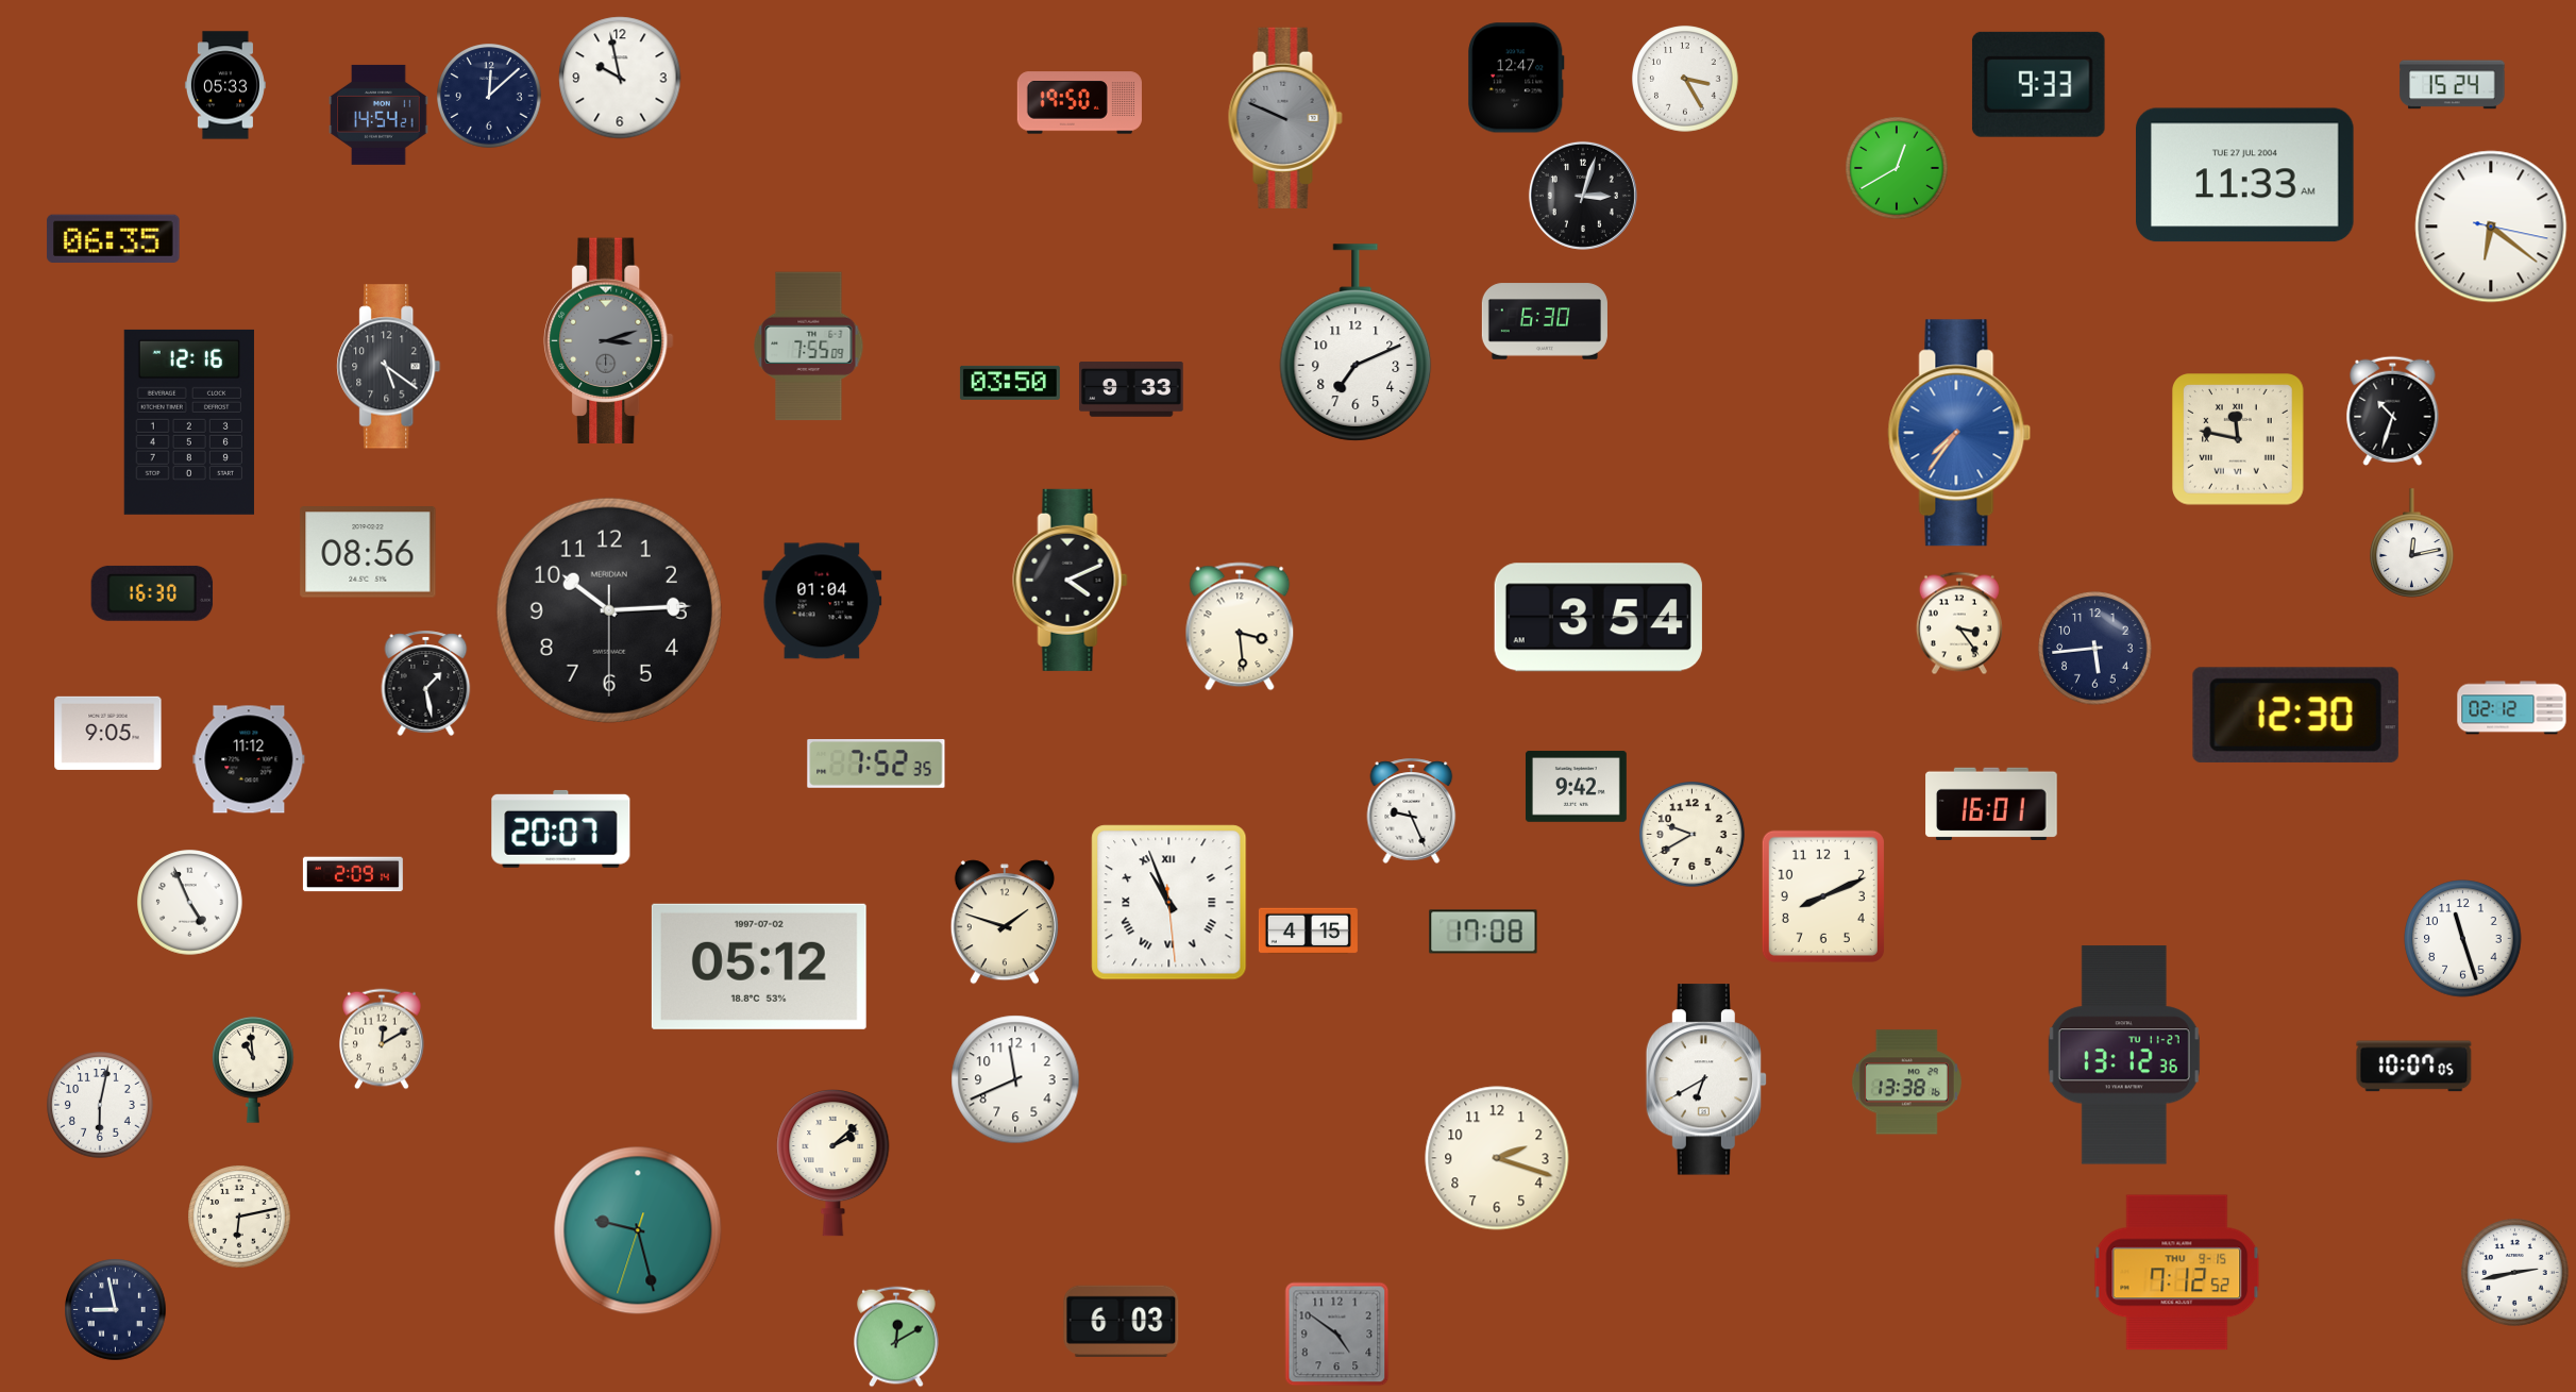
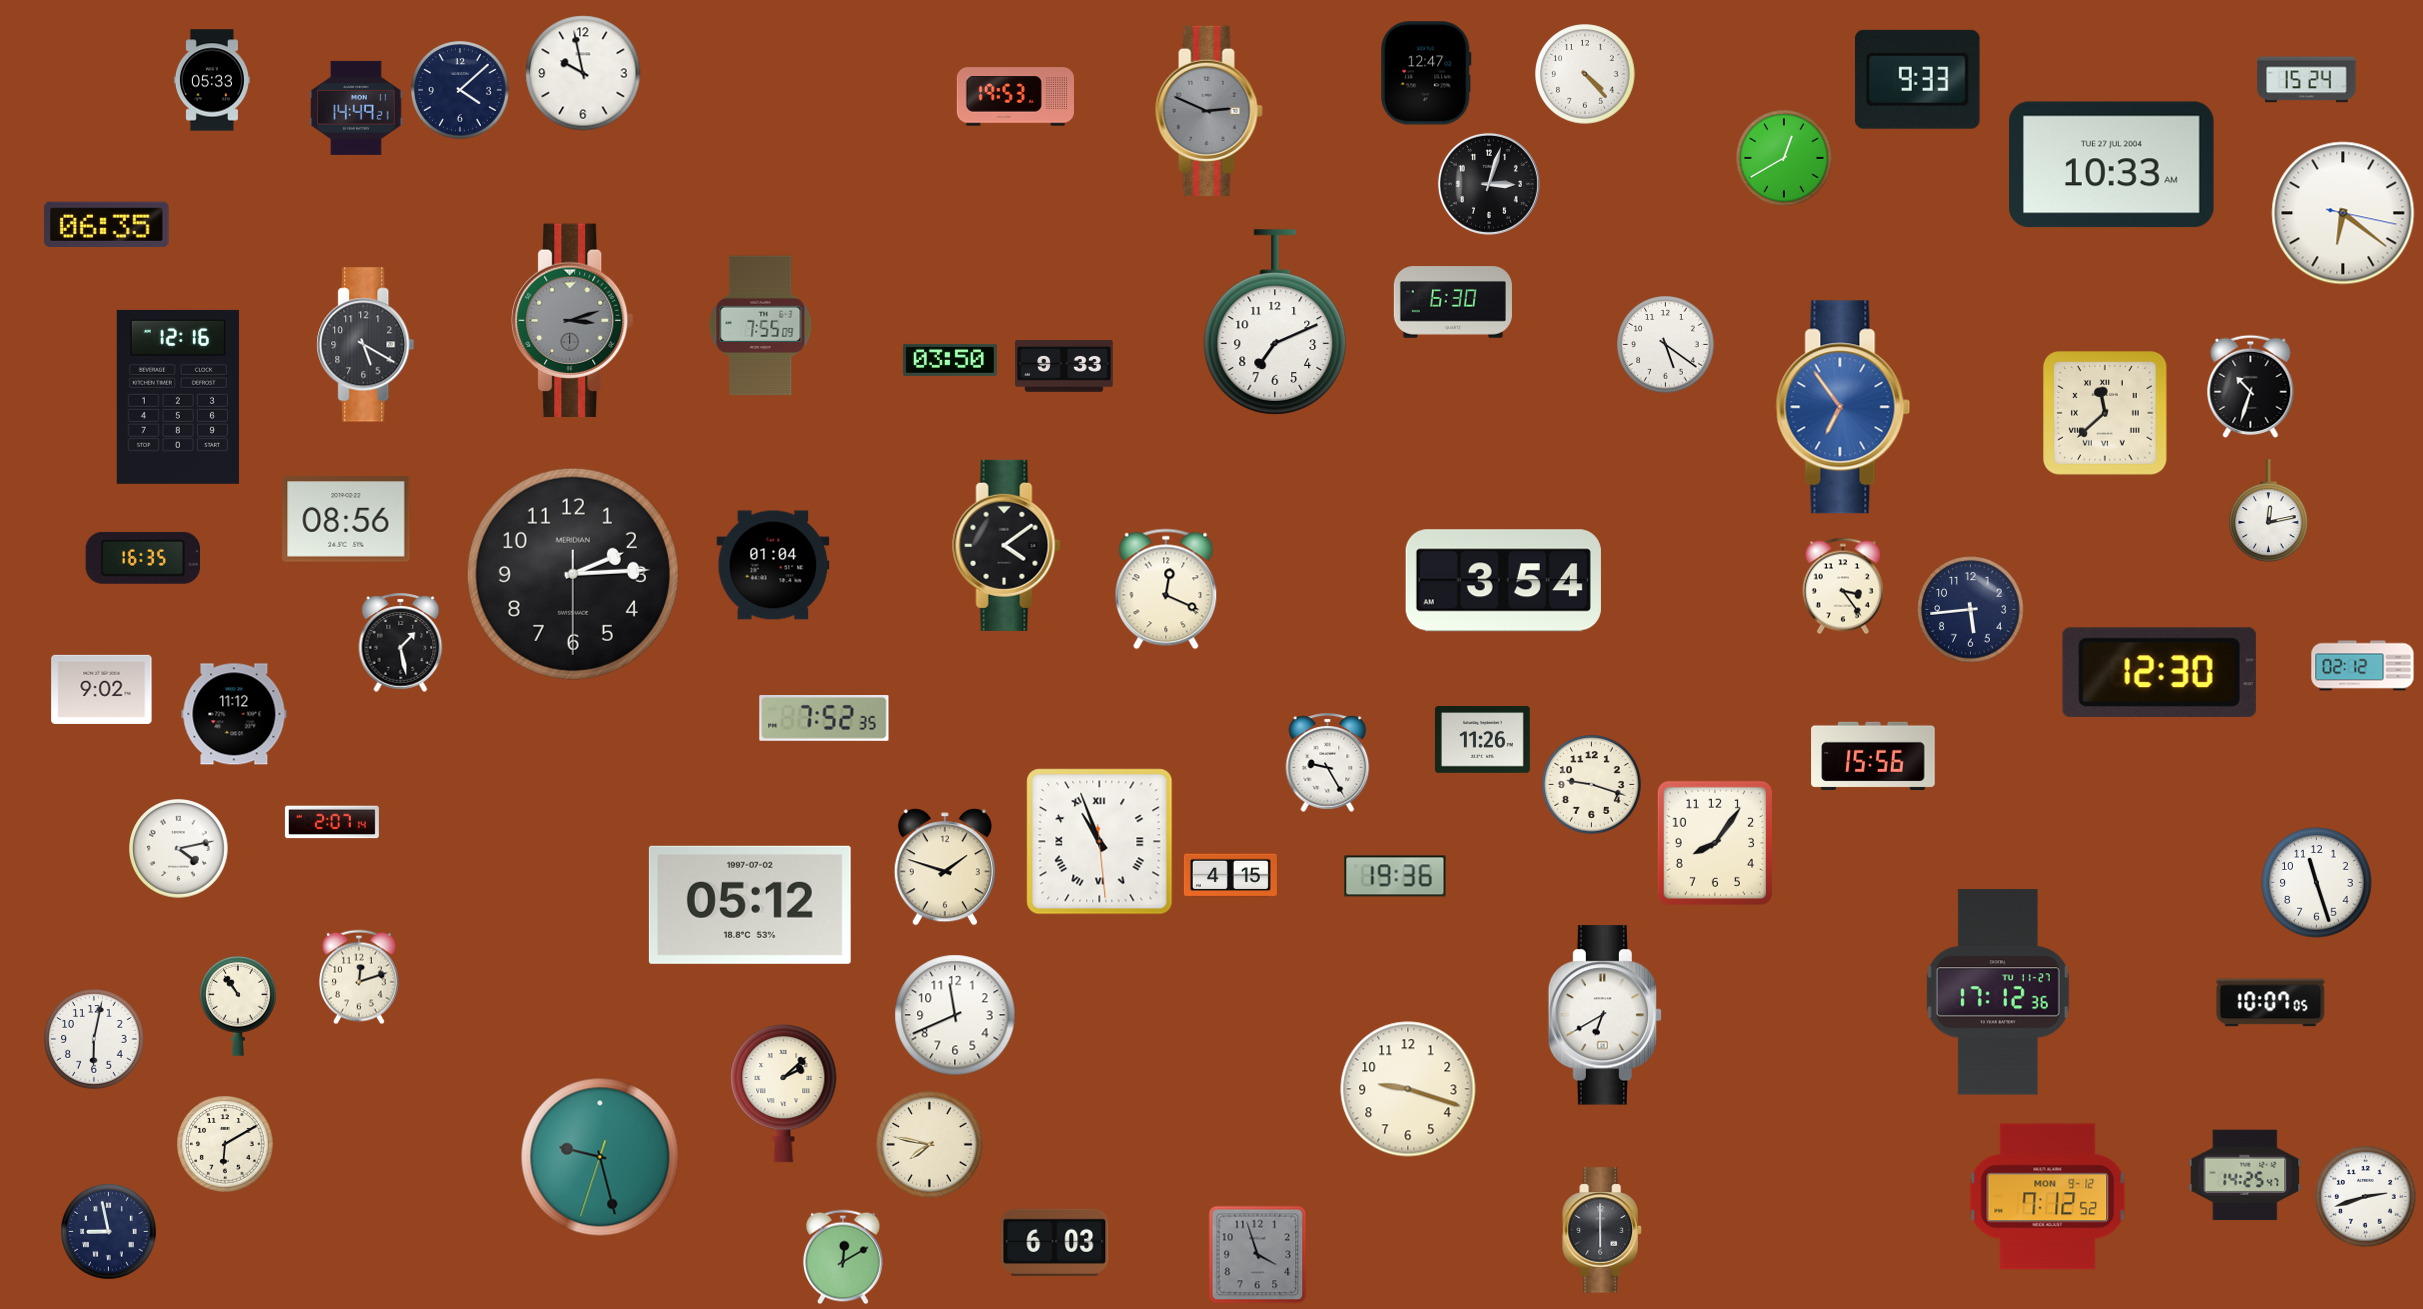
clock at (1685, 79): 3:25 -> 4:23
clock at (489, 96): 12:08 -> 4:08
clock at (1079, 103): 19:50 -> 19:53
clock at (378, 115): 14:54 -> 14:49
clock at (1285, 118): 9:49 -> 2:49
clock at (2245, 175): 11:33 -> 10:33
clock at (389, 367): 5:21 -> 5:20
clock at (1666, 345): none -> 5:21
clock at (1959, 433): 7:36 -> 6:54
clock at (2238, 439): 11:47 -> 11:38
clock at (1071, 580): 4:11 -> 4:09
clock at (152, 593): 16:30 -> 16:35
clock at (609, 610): 10:14 -> 2:14
clock at (1240, 626): 3:29 -> 12:19
clock at (108, 733): 9:05 -> 9:02
clock at (1576, 787): 9:42 -> 11:26
clock at (1991, 804): 16:01 -> 15:56
clock at (1412, 810): 9:26 -> 9:25
clock at (561, 828): 20:07 -> none
clock at (1693, 835): 9:40 -> 9:18
clock at (353, 874): 2:09 -> 2:07
clock at (1823, 896): 8:11 -> 8:06
clock at (190, 903): 4:56 -> 4:13
clock at (1169, 903) position: (1169, 903) -> (1100, 842)
clock at (1483, 932): 17:08 -> 19:36
clock at (759, 967) position: (759, 967) -> (750, 905)
clock at (383, 1039): 12:10 -> 12:12
clock at (2124, 1055): 13:12 -> 17:12
clock at (254, 1070): 10:59 -> 10:54
clock at (1906, 1083): 13:38 -> none
clock at (1497, 1158): 2:18 -> 9:18
clock at (239, 1217): 6:13 -> 6:10
clock at (930, 1145): none -> 7:47
clock at (2245, 1175): none -> 14:25
clock at (2177, 1273) date: THU 9-15 -> MON 9-12
clock at (2515, 1273): 2:43 -> 2:42
clock at (1602, 1230): none -> 6:00
clock at (1337, 1335): 4:51 -> 3:57
